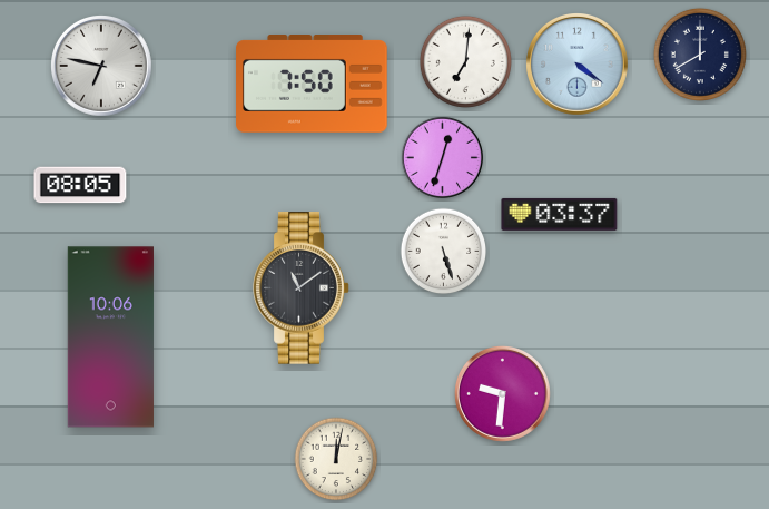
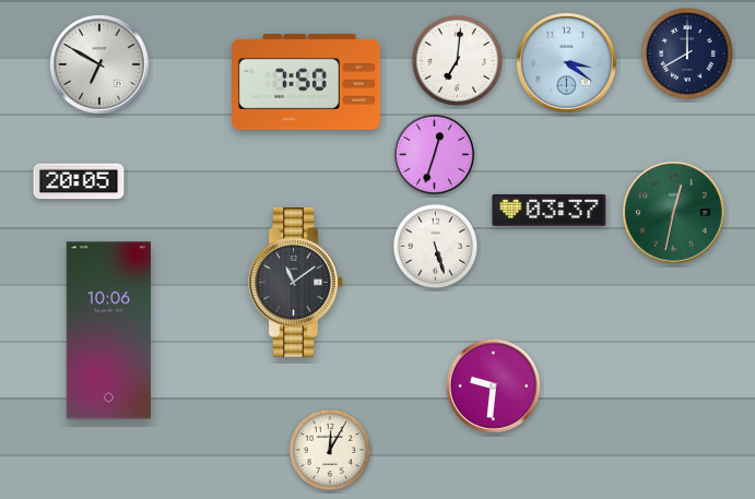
clock at (578, 65): 4:21 -> 3:21
clock at (102, 67): 6:47 -> 6:50
clock at (80, 185): 08:05 -> 20:05
clock at (674, 213): none -> 12:32
clock at (336, 459): 12:02 -> 12:05
